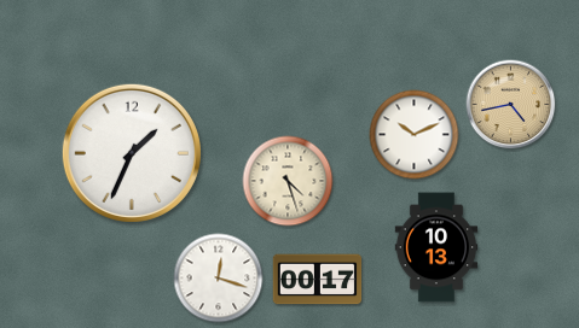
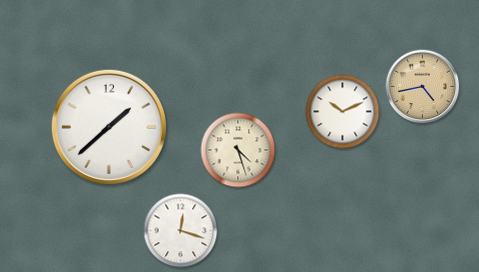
clock at (132, 153): 1:34 -> 1:38
clock at (436, 247): 10:13 -> none
clock at (318, 280): 00:17 -> none
